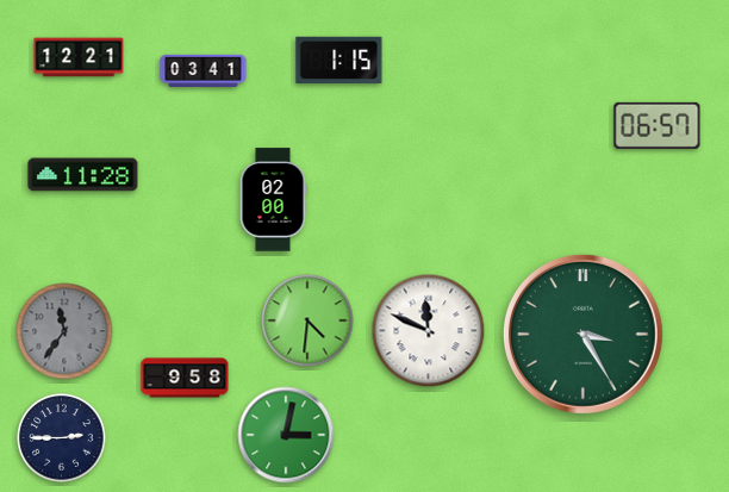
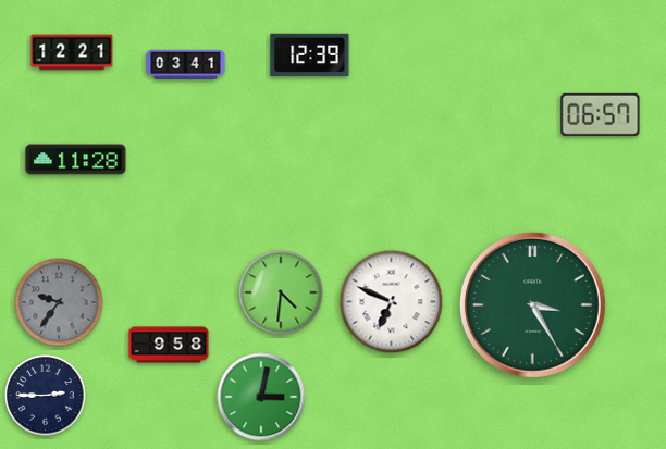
clock at (339, 60): 1:15 -> 12:39
clock at (273, 200): 02:00 -> none
clock at (64, 331): 11:36 -> 9:36
clock at (429, 331): 11:49 -> 6:49
clock at (62, 438) position: (62, 438) -> (46, 396)
